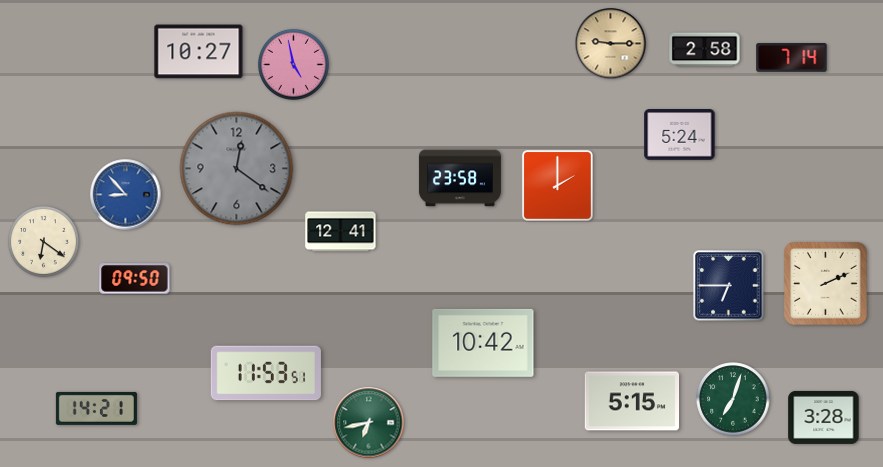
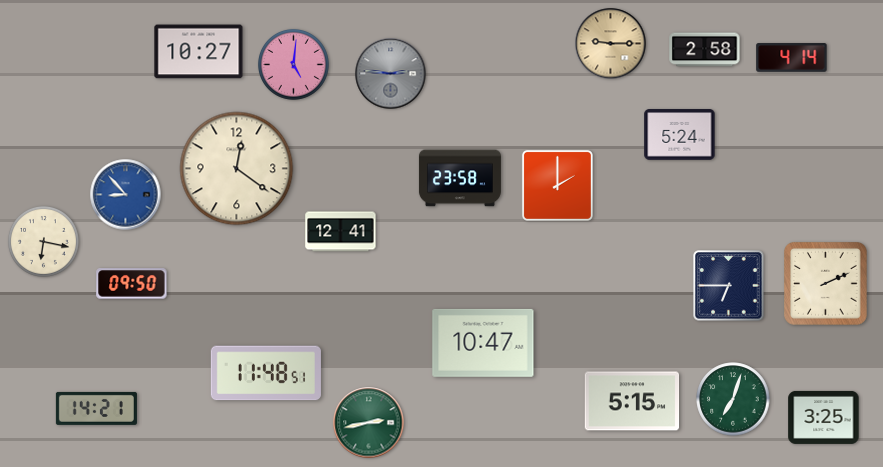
clock at (792, 58): 7:14 -> 4:14
clock at (294, 65): 4:58 -> 5:01
clock at (391, 74): none -> 2:46
clock at (237, 169) dial: grey -> cream
clock at (44, 242): 6:21 -> 6:17
clock at (135, 279) position: (135, 279) -> (132, 284)
clock at (483, 343): 10:42 -> 10:47
clock at (266, 373): 11:53 -> 11:48
clock at (824, 417): 3:28 -> 3:25
clock at (369, 423): 6:43 -> 2:43
